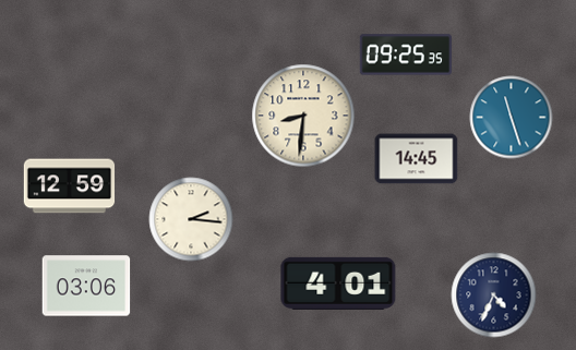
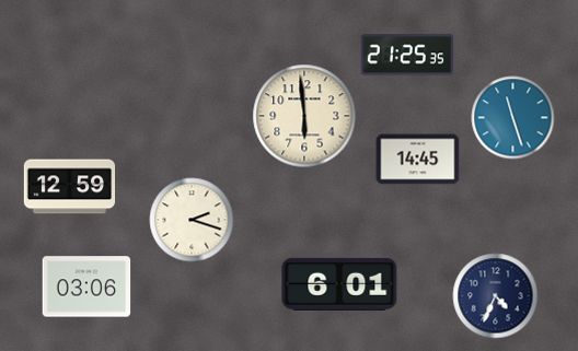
clock at (406, 55): 09:25 -> 21:25
clock at (303, 116): 8:31 -> 5:59
clock at (191, 219): 2:16 -> 2:18
clock at (338, 283): 4:01 -> 6:01
